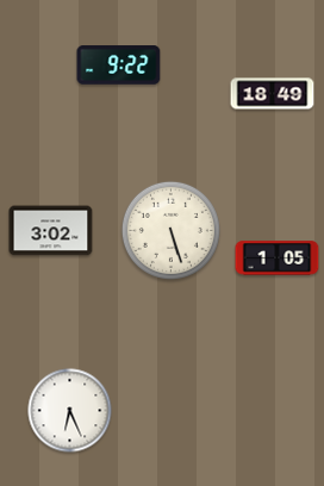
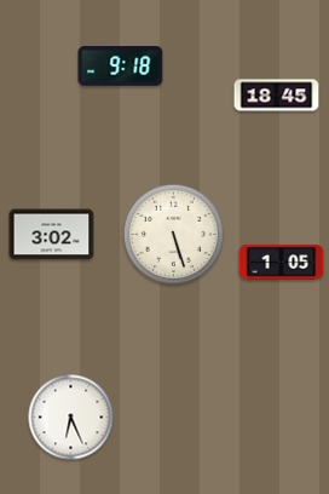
clock at (119, 66): 9:22 -> 9:18
clock at (273, 94): 18:49 -> 18:45
